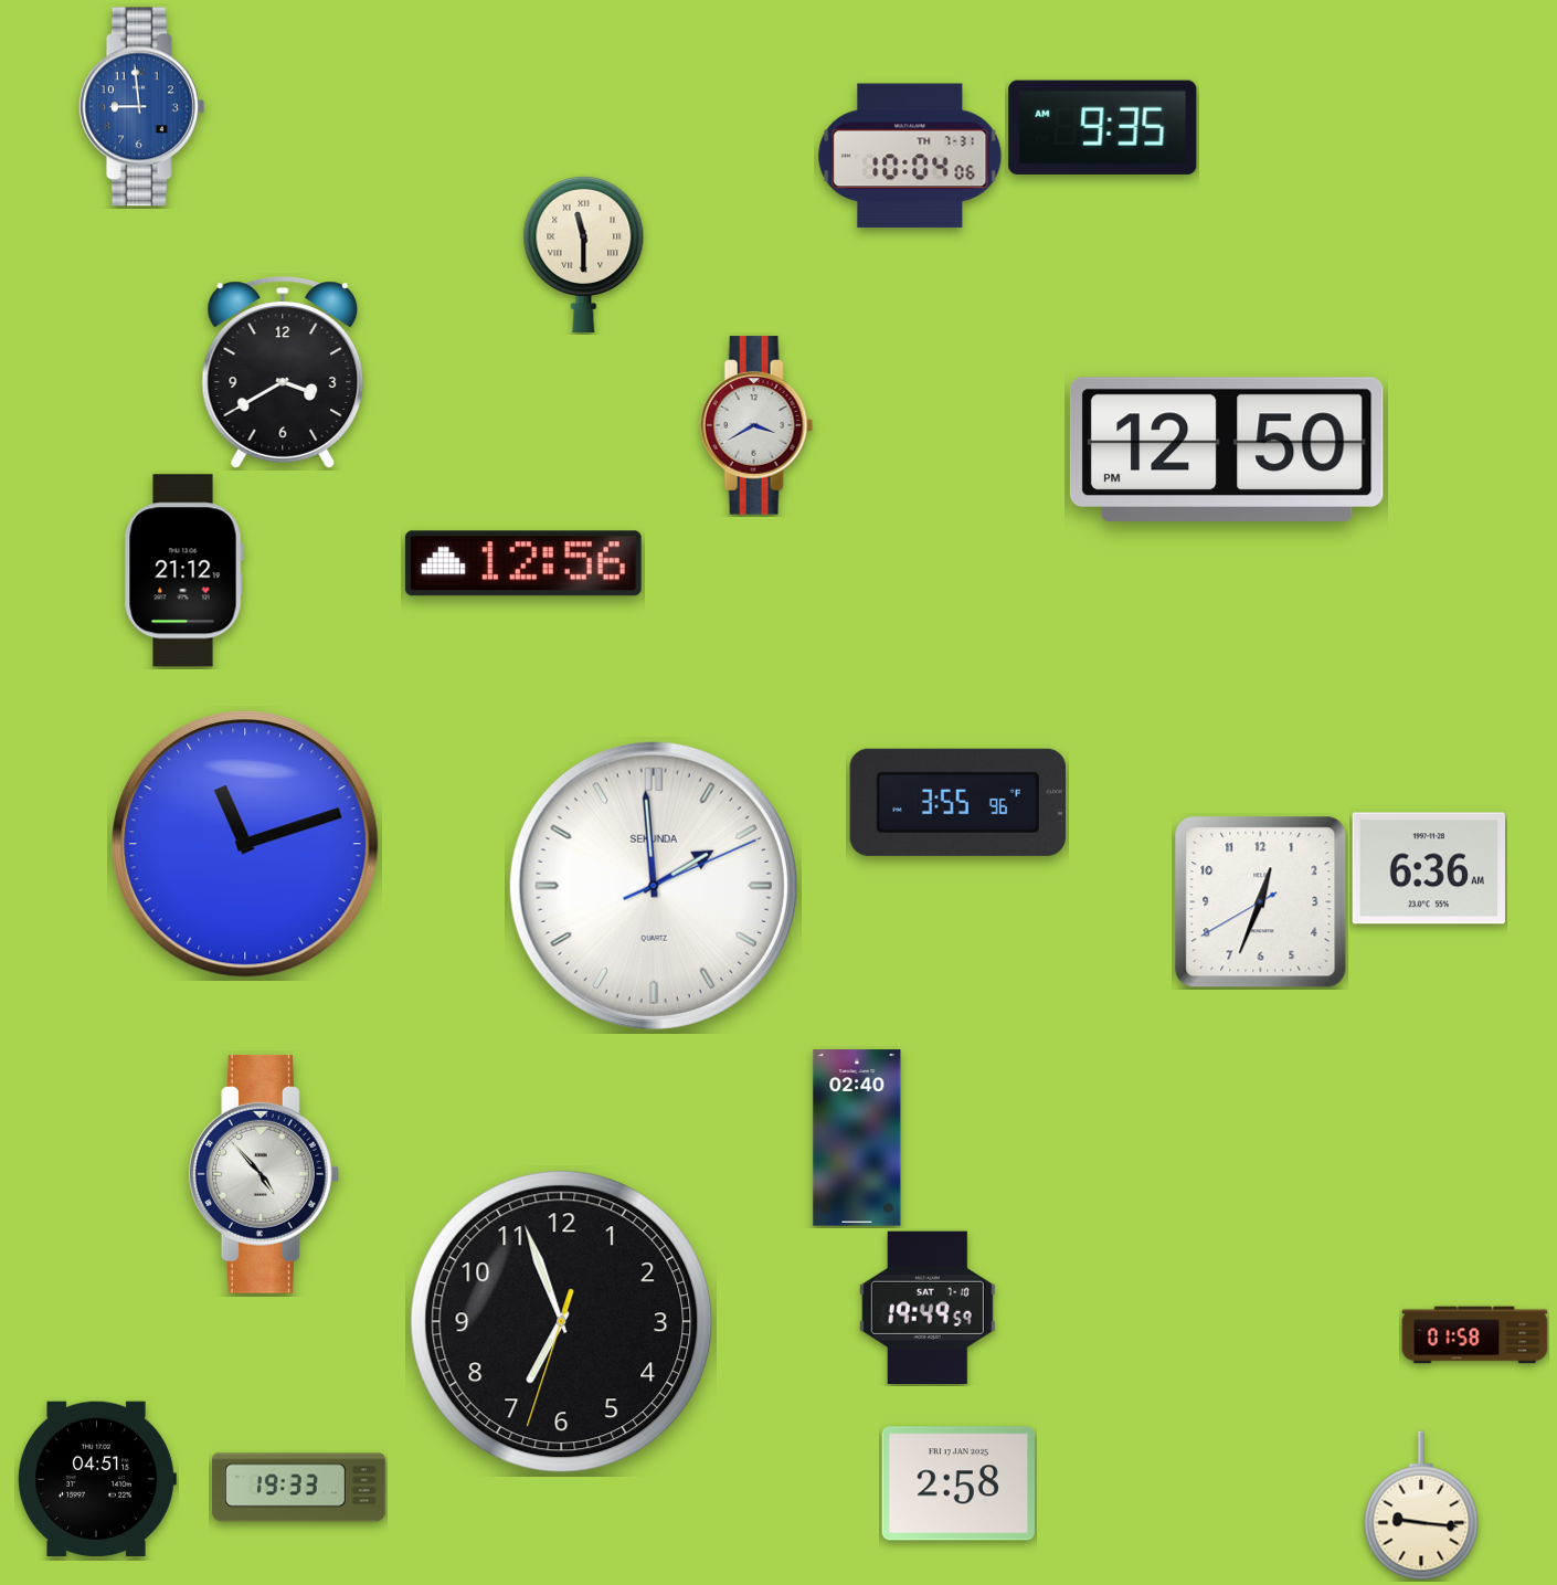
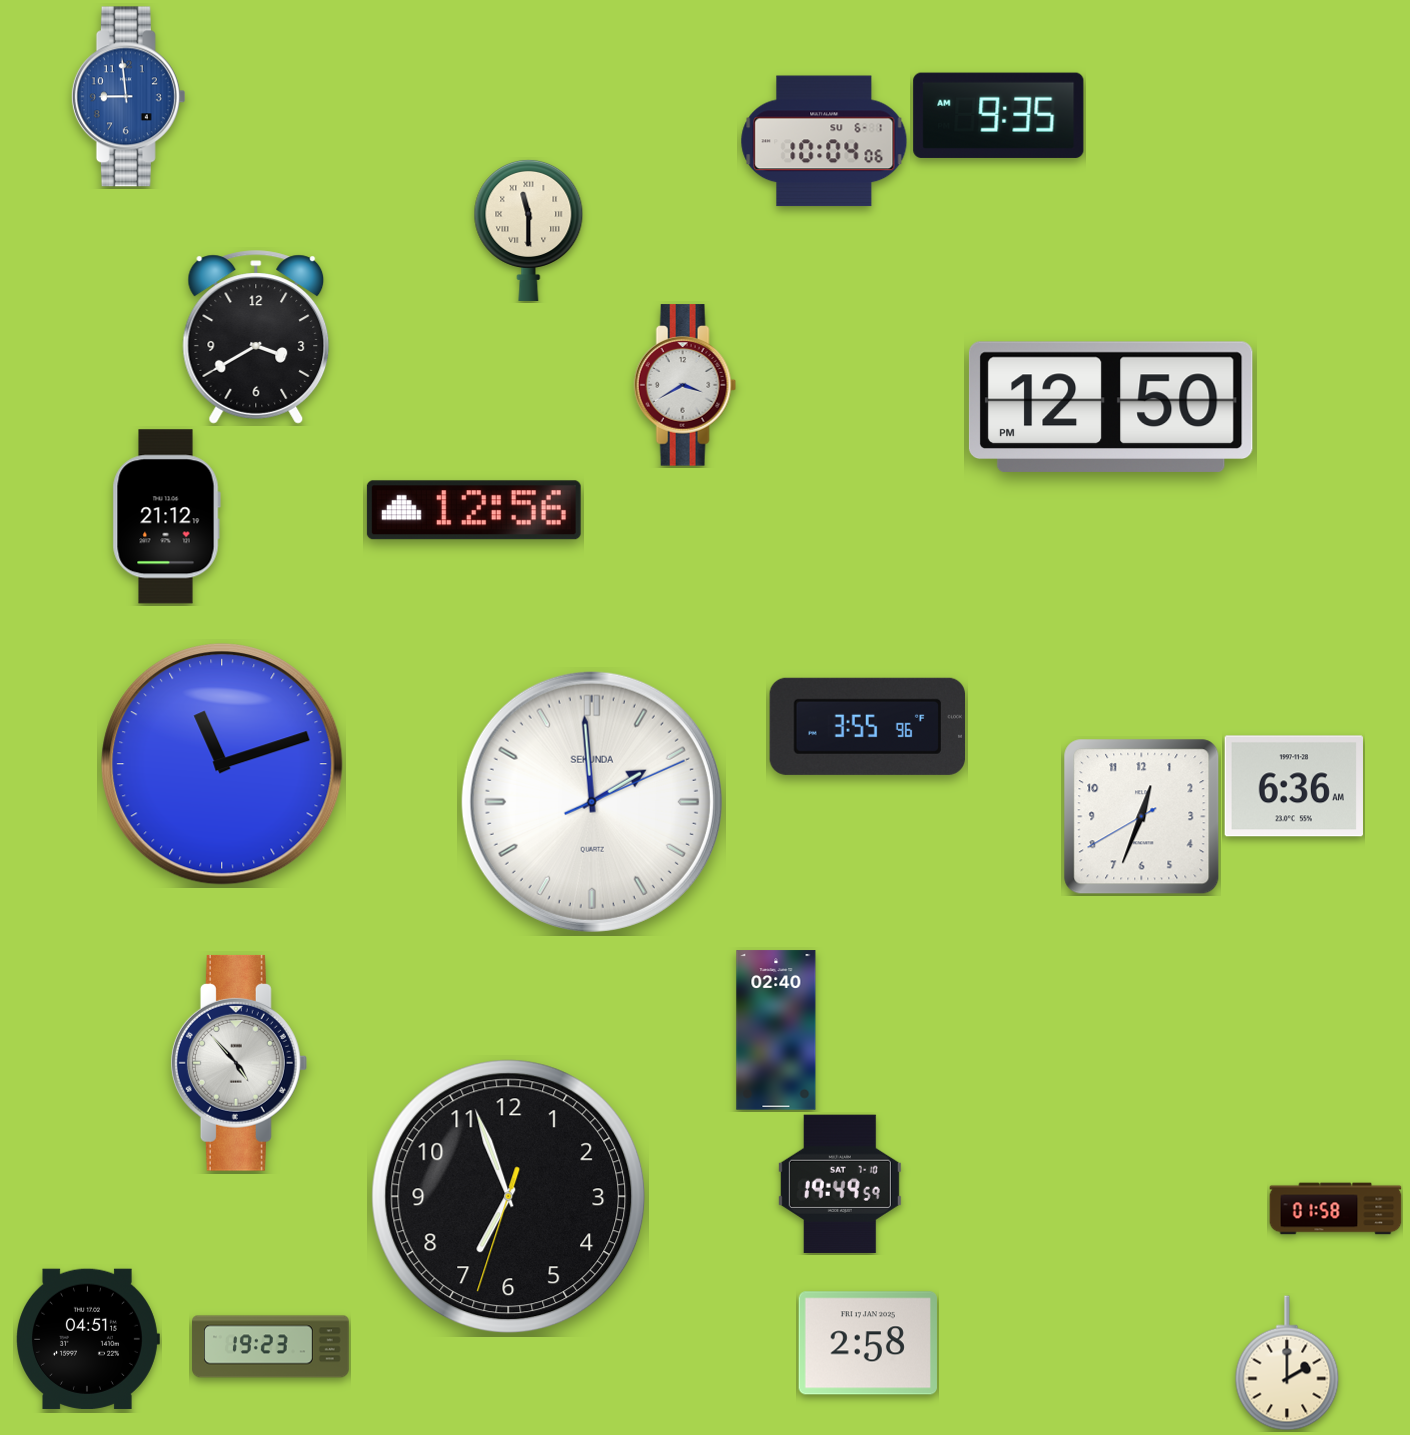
clock at (910, 156) date: TH 7-31 -> SU 6-1
clock at (299, 1488): 19:33 -> 19:23
clock at (1421, 1505): 9:16 -> 2:00
